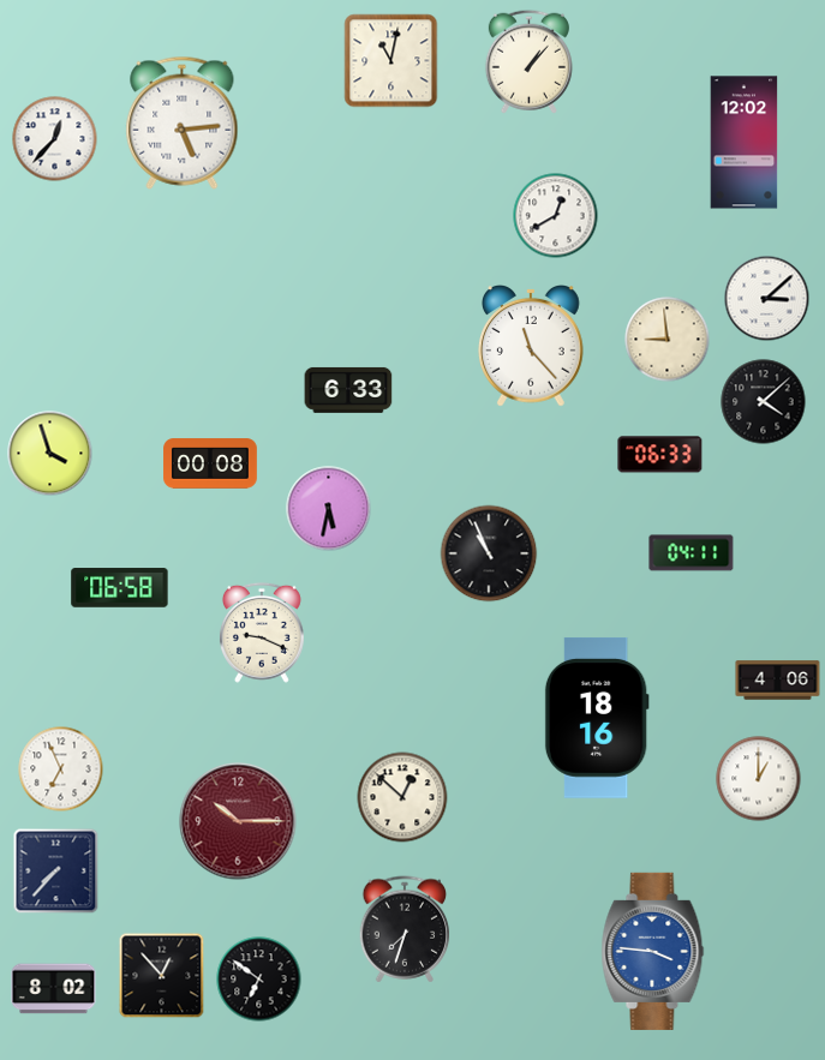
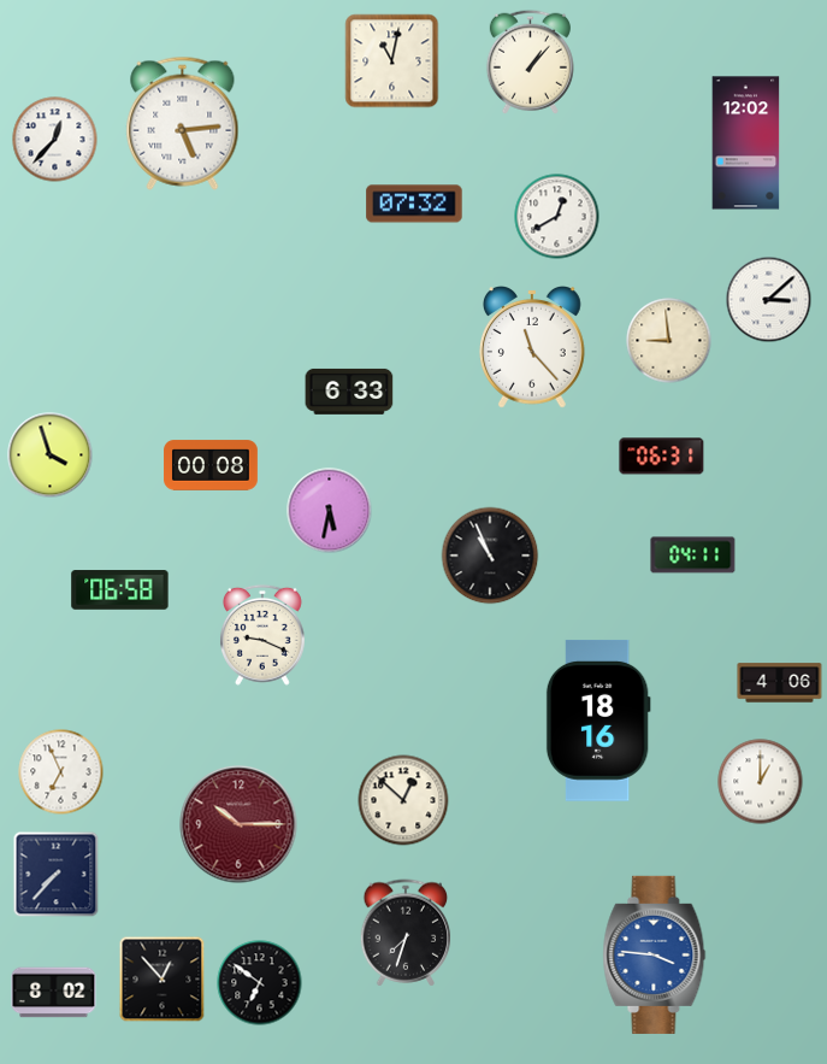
clock at (414, 204): none -> 07:32
clock at (764, 402): 4:08 -> none
clock at (660, 455): 06:33 -> 06:31
